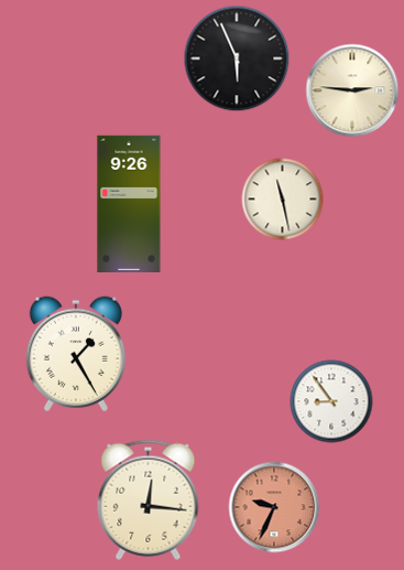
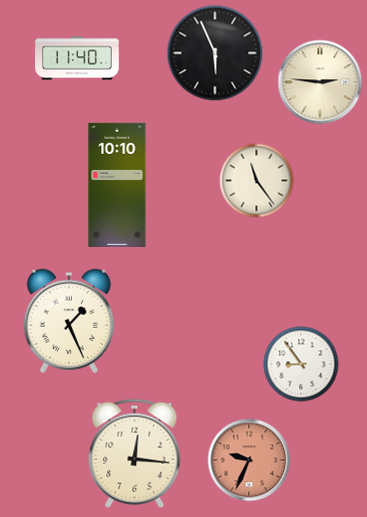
clock at (77, 58): none -> 11:40
clock at (283, 200): 11:28 -> 11:24
clock at (129, 203): 9:26 -> 10:10
clock at (76, 354): 1:25 -> 1:26
